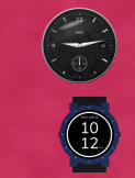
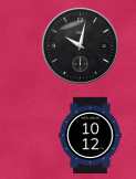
clock at (79, 45): 9:13 -> 10:02
